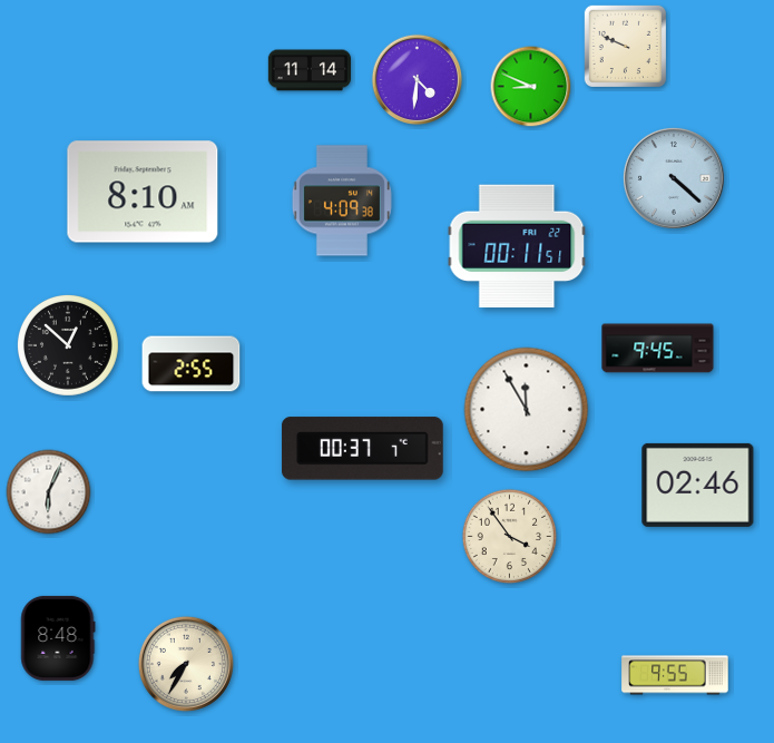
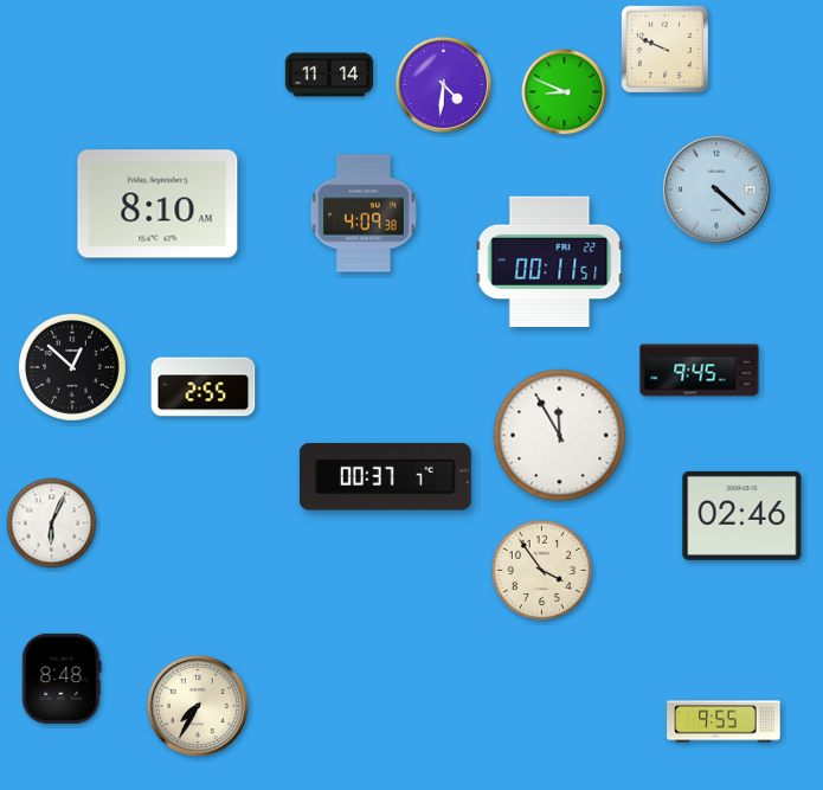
clock at (143, 192) position: (143, 192) -> (157, 204)
clock at (675, 675) position: (675, 675) -> (724, 721)
